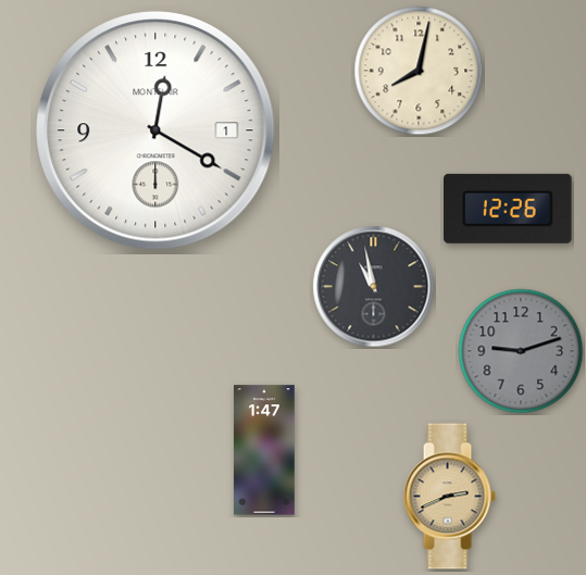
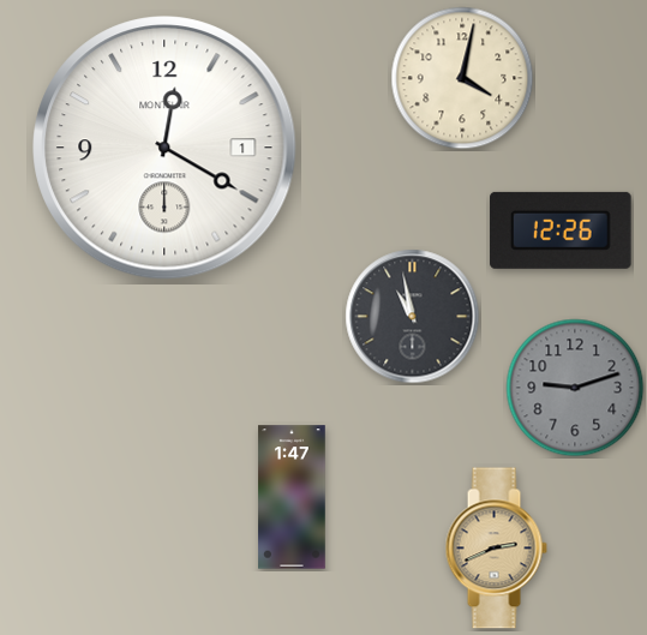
clock at (419, 71): 8:02 -> 4:02
clock at (155, 130) position: (155, 130) -> (164, 148)
